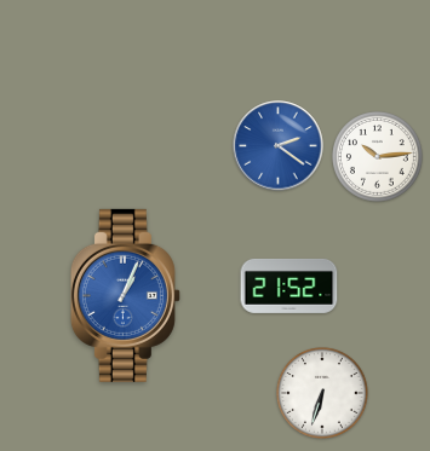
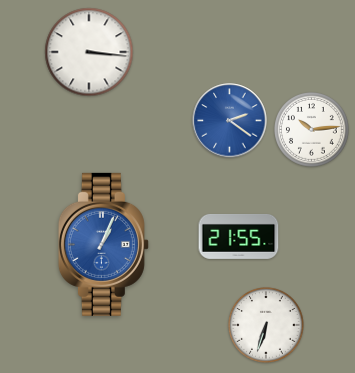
clock at (89, 52): none -> 3:16
clock at (289, 285): 21:52 -> 21:55
